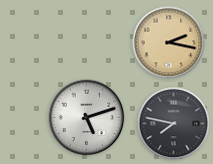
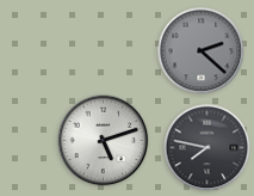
clock at (169, 43): 2:17 -> 2:22
clock at (169, 43) dial: champagne -> grey
